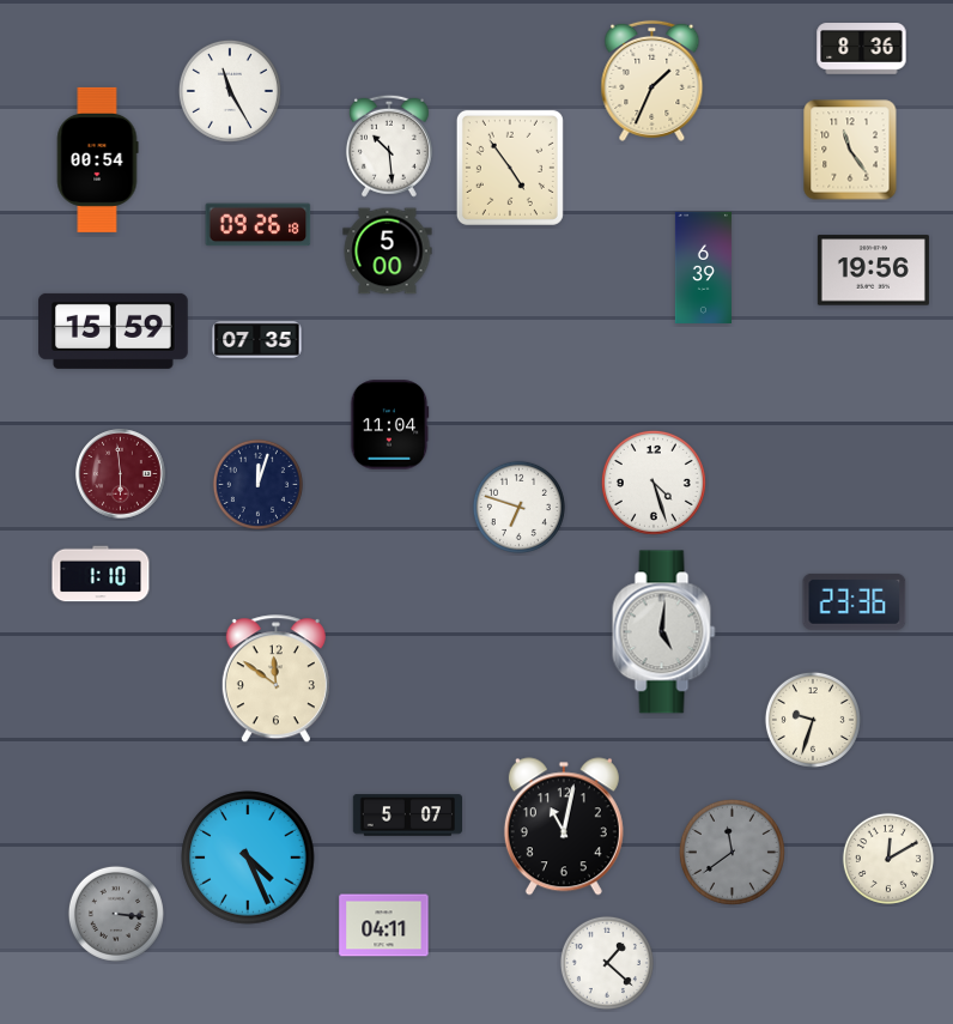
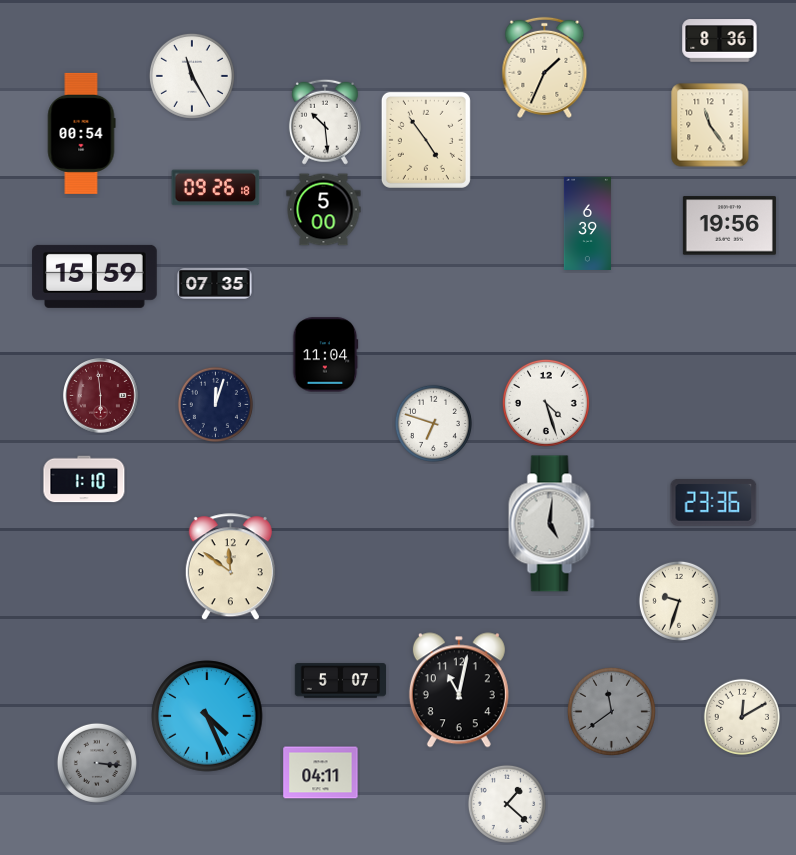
clock at (664, 632) position: (664, 632) -> (552, 524)
clock at (564, 826) position: (564, 826) -> (459, 690)
